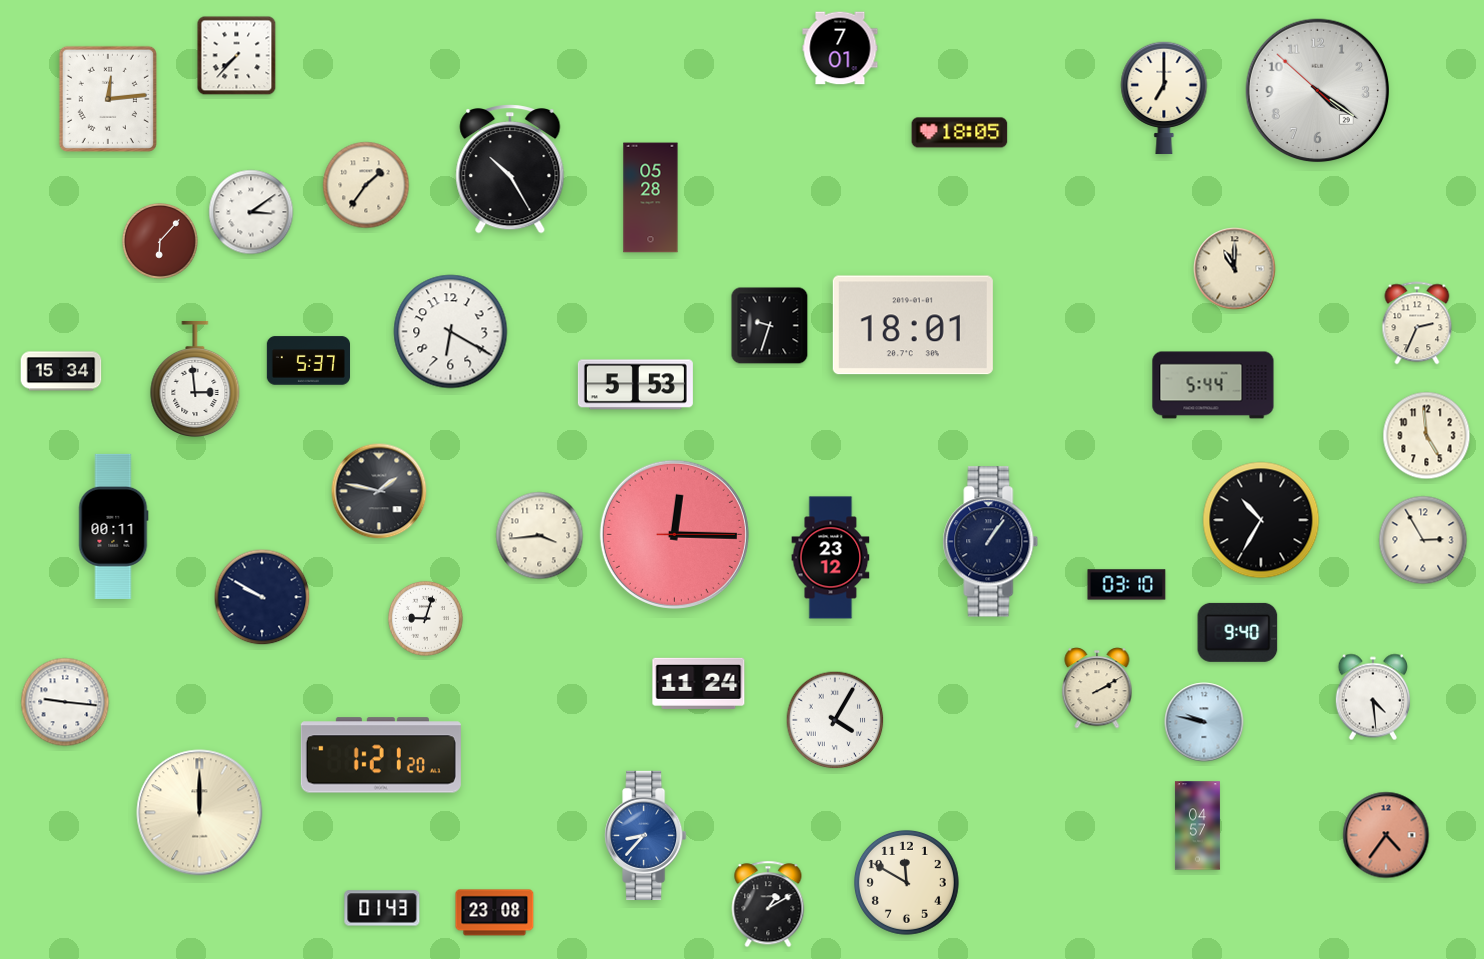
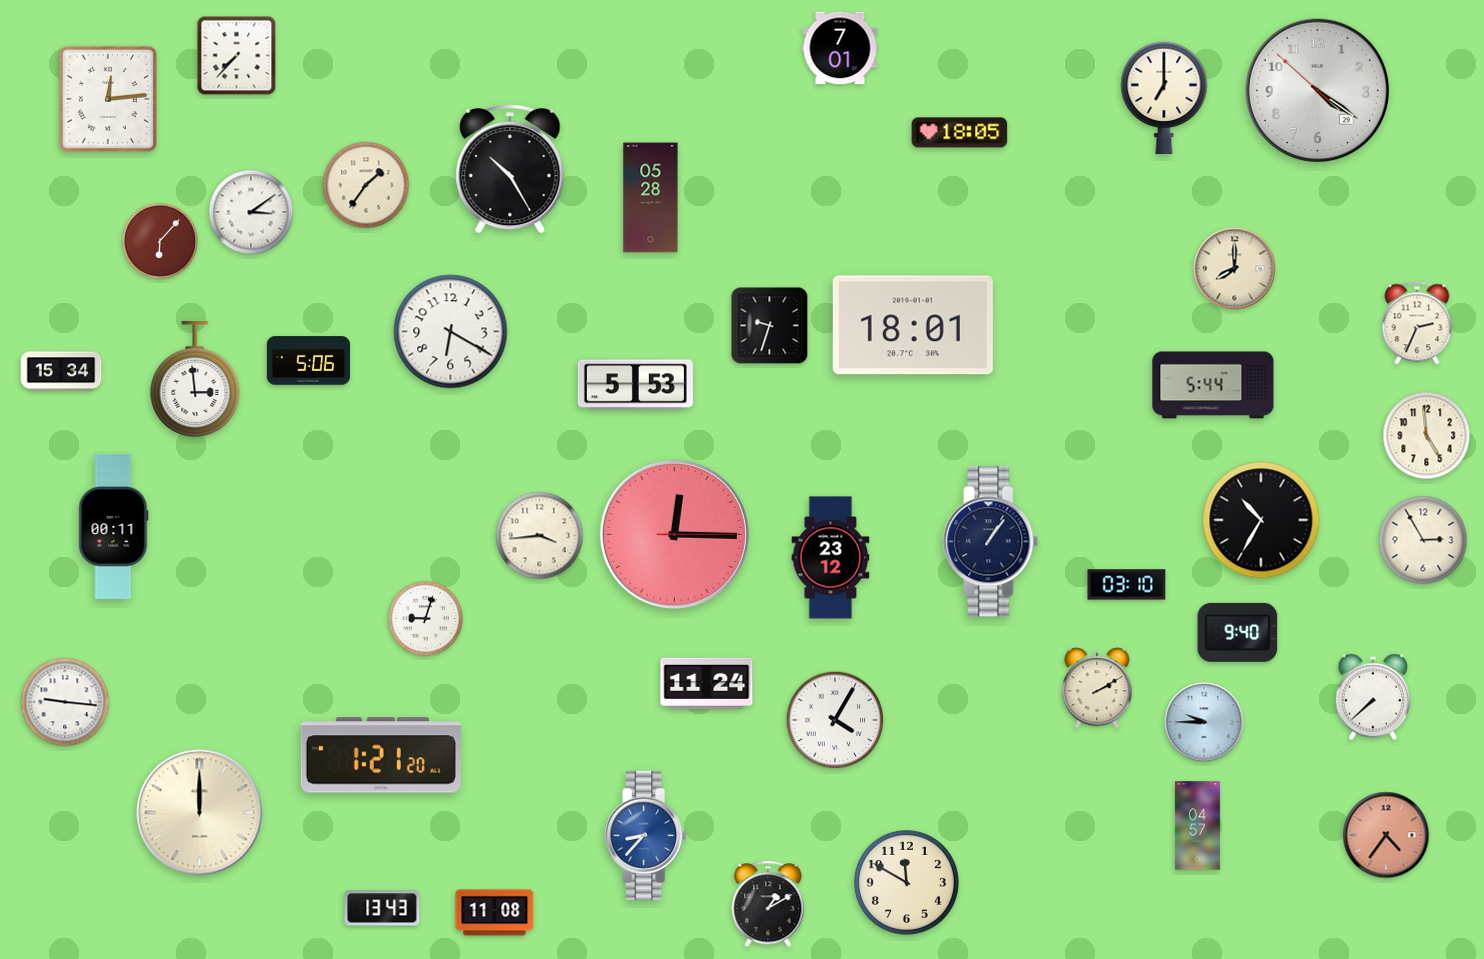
clock at (1235, 269): 11:00 -> 8:00
clock at (308, 361): 5:37 -> 5:06
clock at (379, 491): 1:47 -> none
clock at (262, 597): 9:50 -> none
clock at (699, 683) position: (699, 683) -> (707, 683)
clock at (1372, 697): 4:29 -> 7:38
clock at (1204, 722): 9:47 -> 9:45
clock at (382, 908): 01:43 -> 13:43
clock at (495, 913): 23:08 -> 11:08
